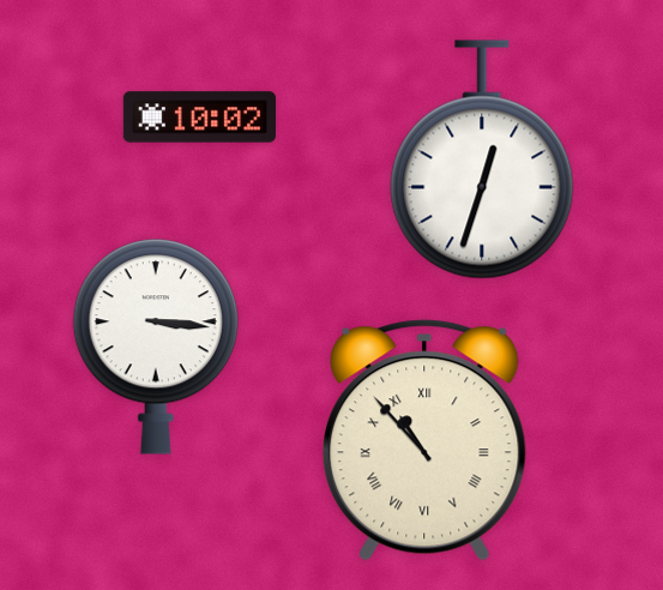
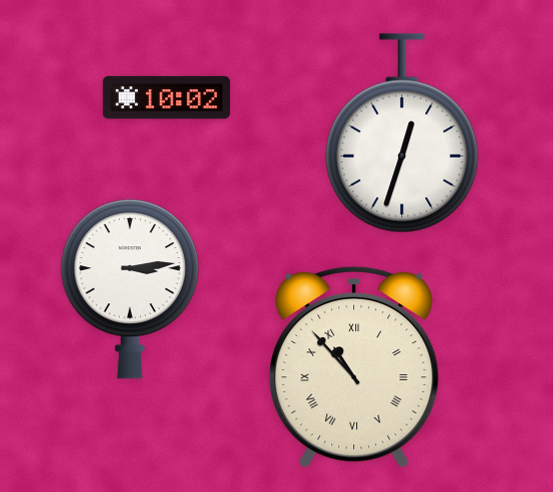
clock at (156, 347): 3:16 -> 3:14
